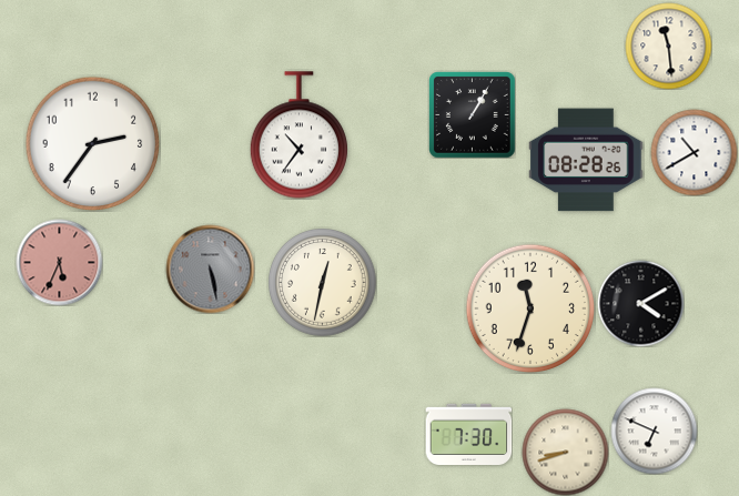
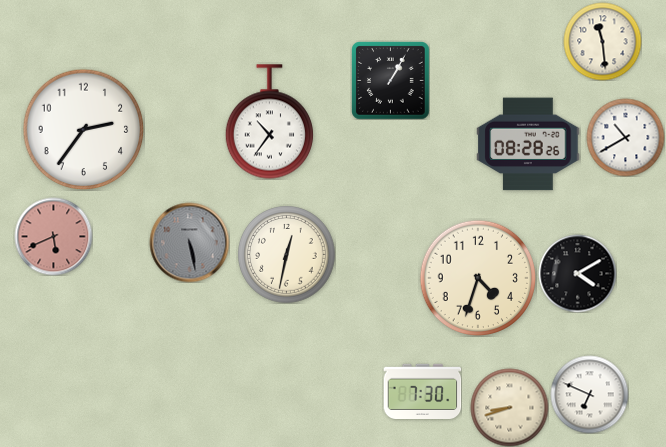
clock at (472, 114) position: (472, 114) -> (390, 80)
clock at (59, 262): 5:34 -> 5:41
clock at (323, 283) position: (323, 283) -> (287, 255)
clock at (530, 308): 11:33 -> 4:33
clock at (654, 431) position: (654, 431) -> (589, 394)
